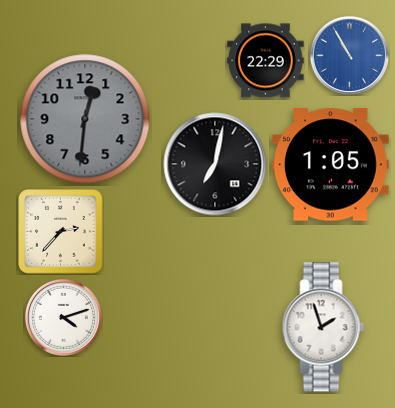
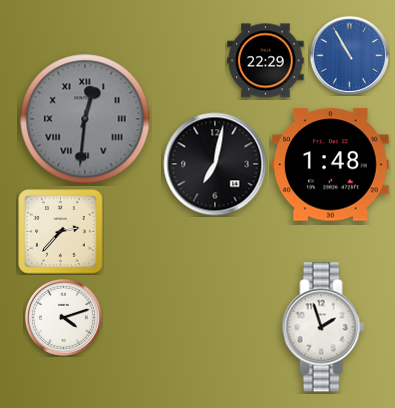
clock at (85, 119) numerals: Arabic -> Roman
clock at (331, 165): 1:05 -> 1:48
